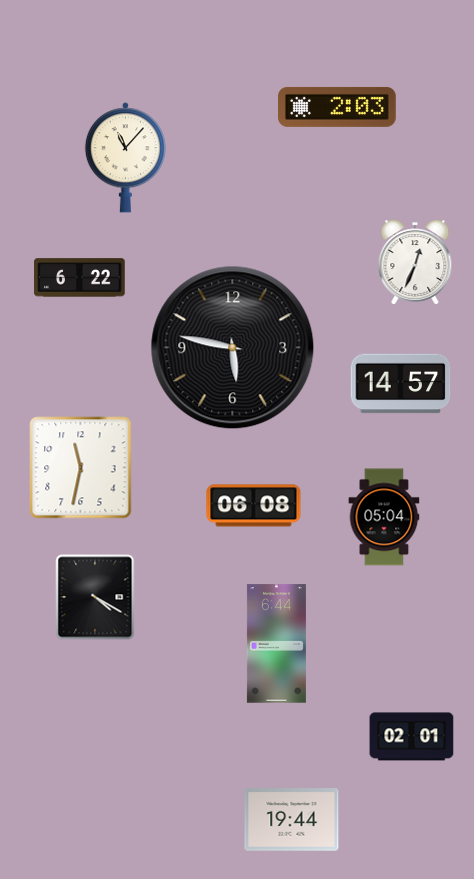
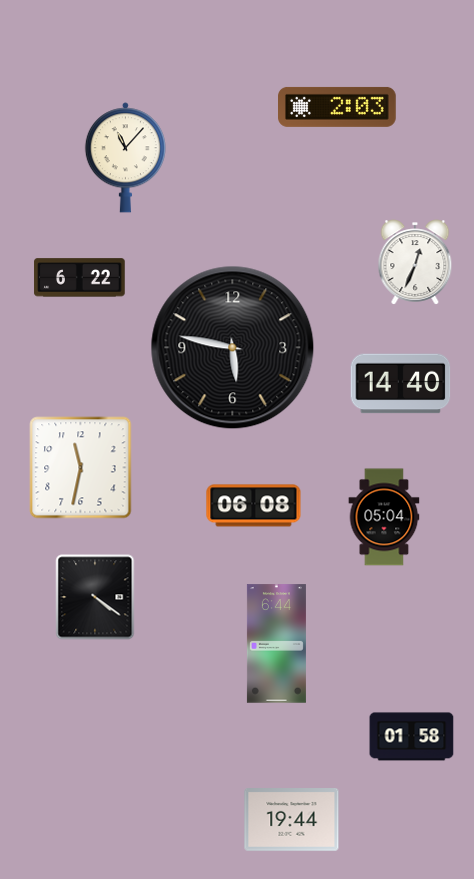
clock at (401, 384): 14:57 -> 14:40
clock at (95, 597): 4:20 -> 4:21
clock at (412, 737): 02:01 -> 01:58
